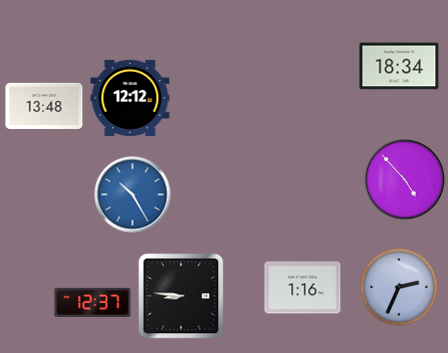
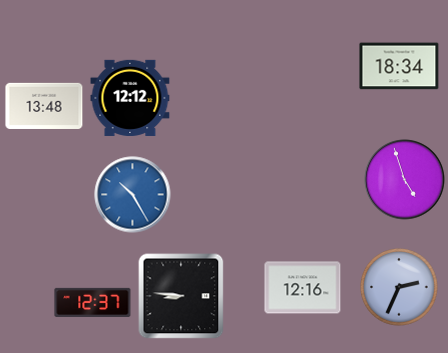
clock at (405, 180): 4:53 -> 4:57
clock at (303, 288): 1:16 -> 12:16
